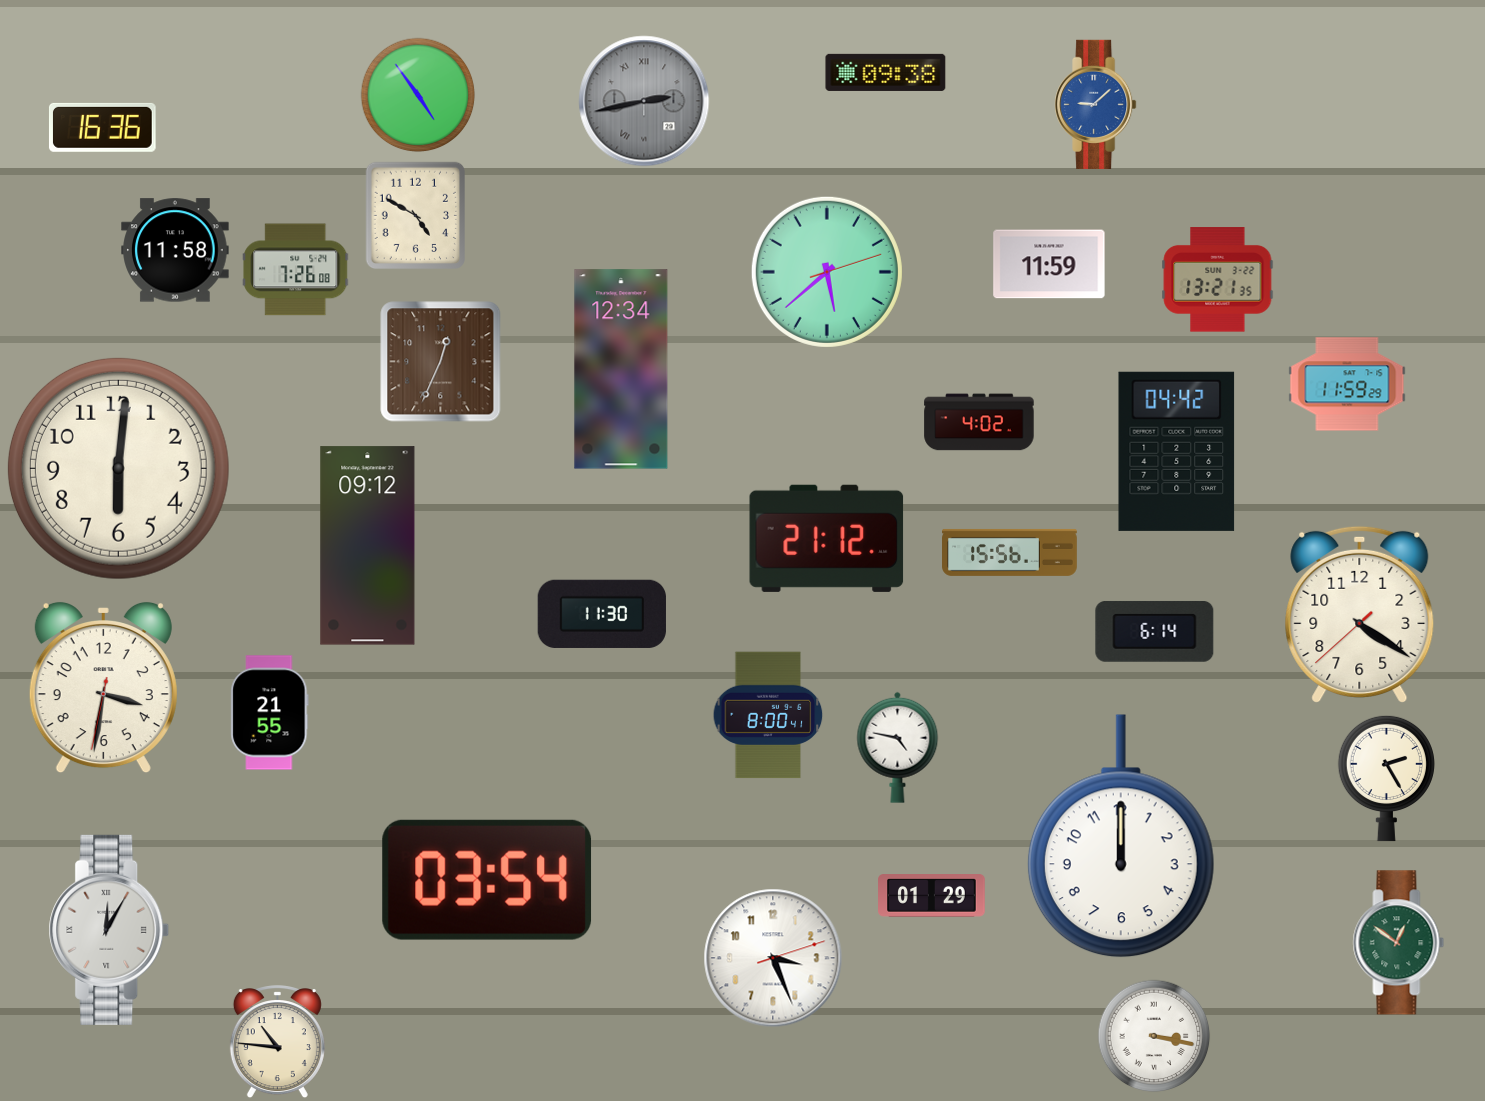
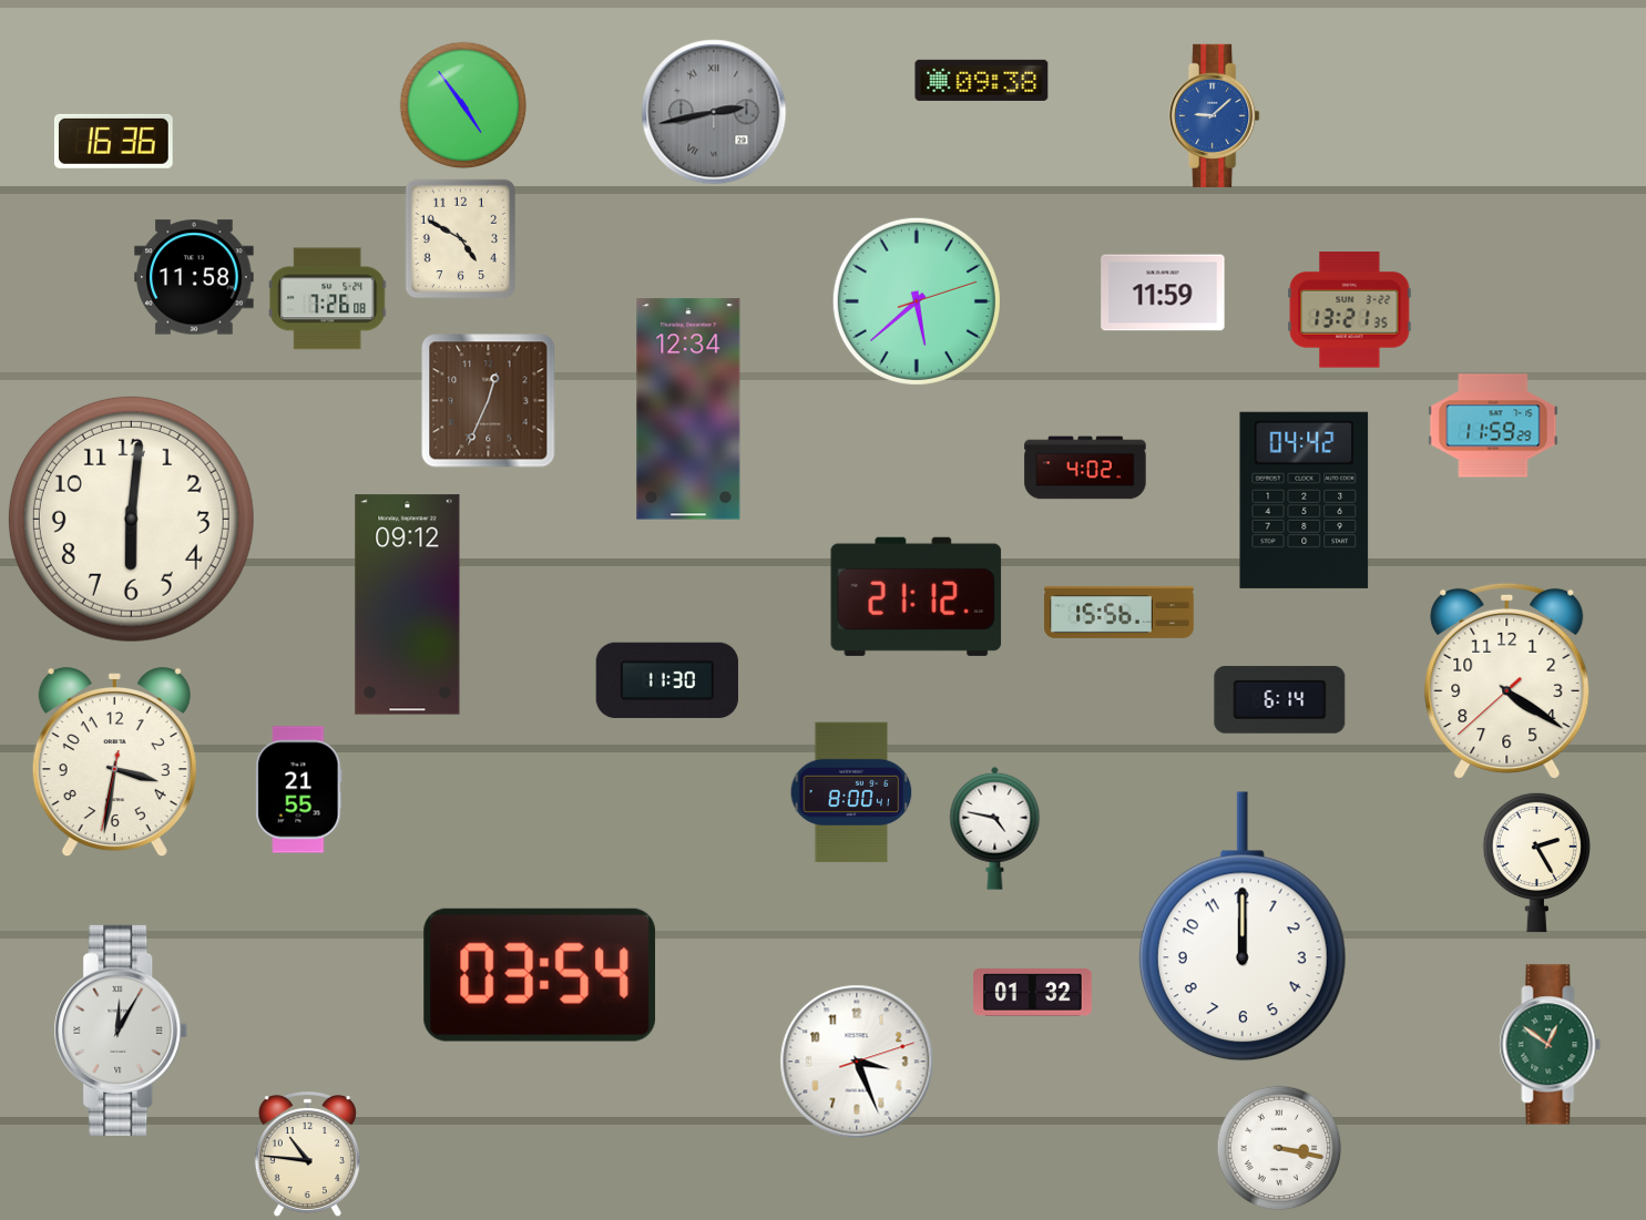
clock at (932, 896): 01:29 -> 01:32
